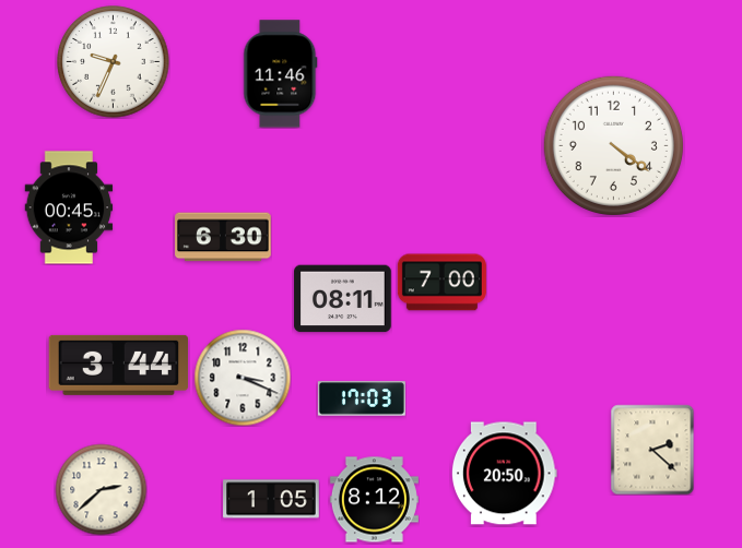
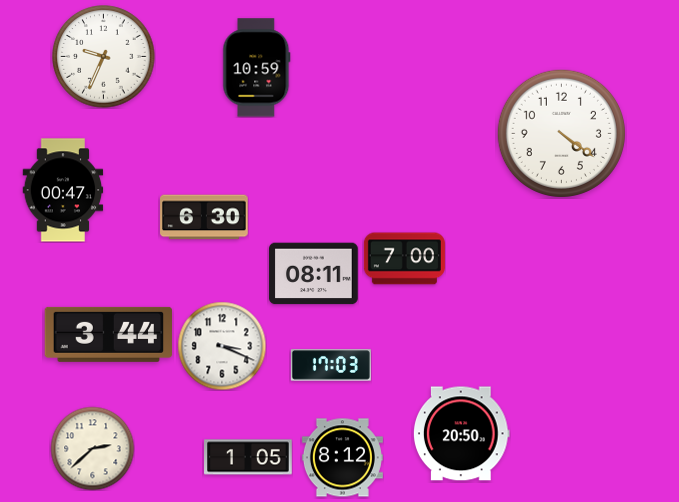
clock at (281, 74): 11:46 -> 10:59
clock at (69, 207): 00:45 -> 00:47
clock at (652, 450): 2:22 -> none
